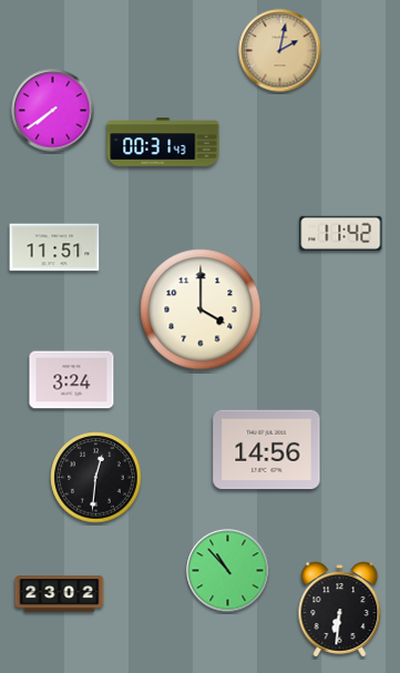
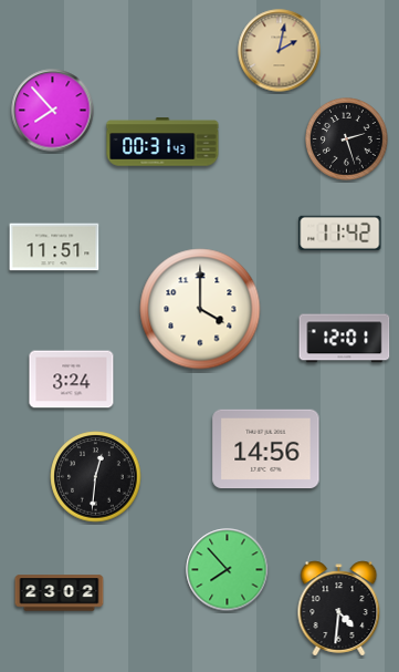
clock at (53, 111): 7:39 -> 7:53
clock at (347, 139): none -> 2:27
clock at (345, 339): none -> 12:01
clock at (228, 571): 10:53 -> 7:53
clock at (340, 610): 6:31 -> 4:31
